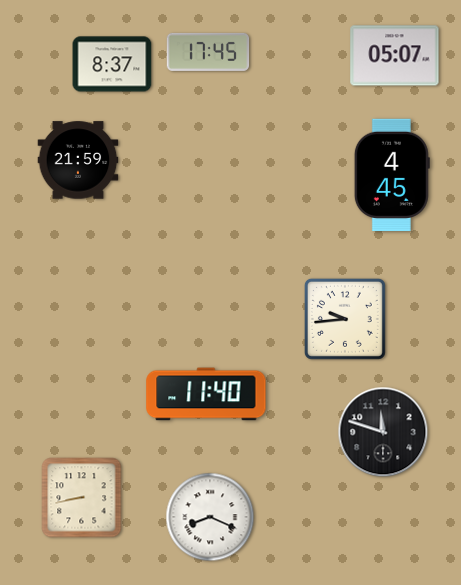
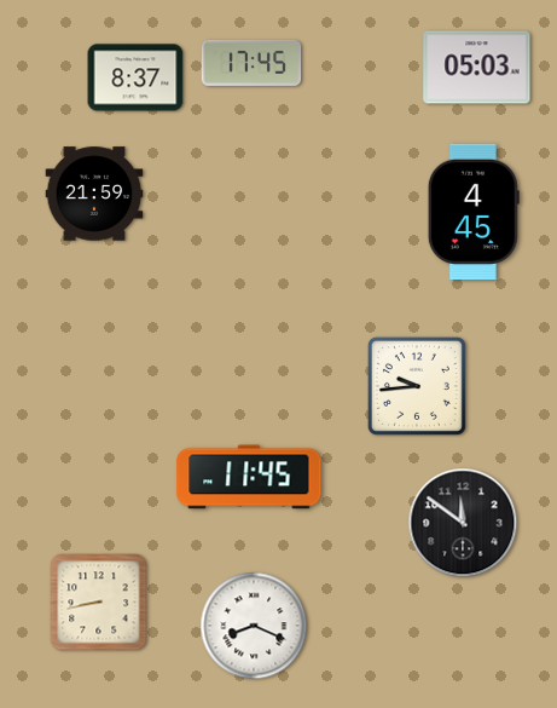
clock at (395, 56): 05:07 -> 05:03
clock at (206, 394): 11:40 -> 11:45
clock at (383, 432): 11:48 -> 11:51
